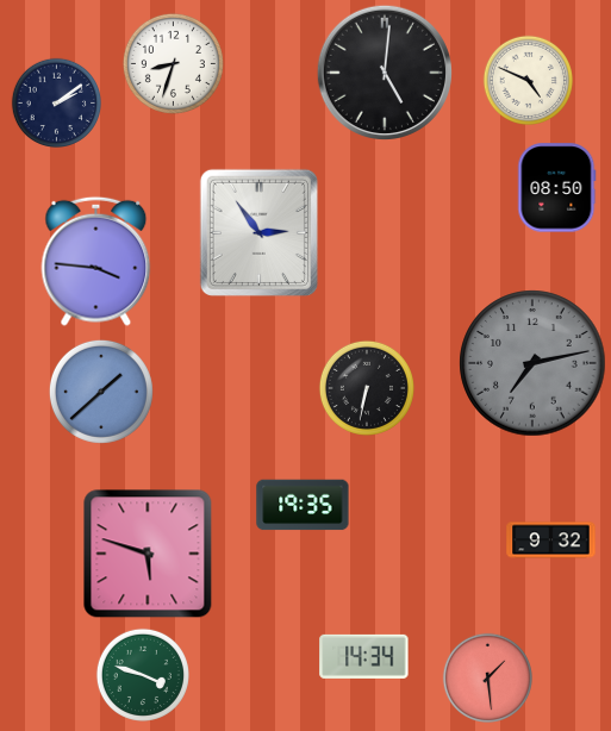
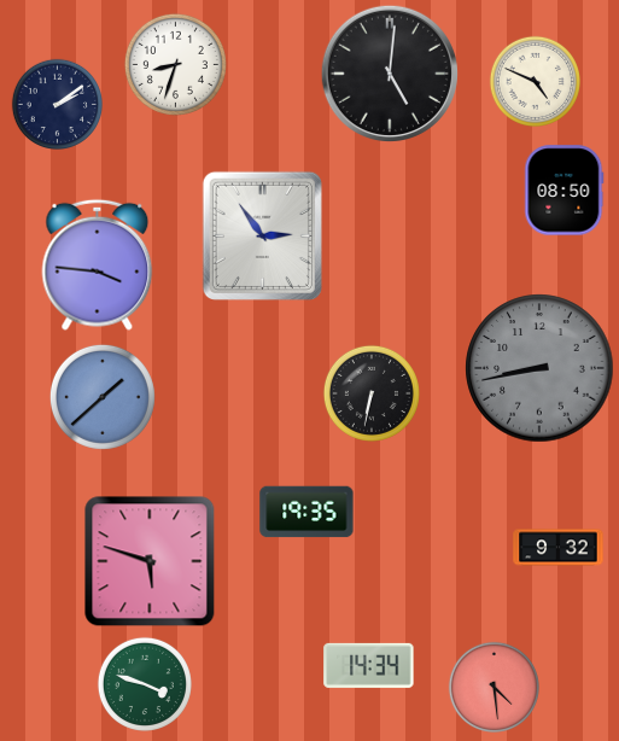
clock at (532, 363): 7:13 -> 8:43
clock at (487, 677): 1:29 -> 4:29
